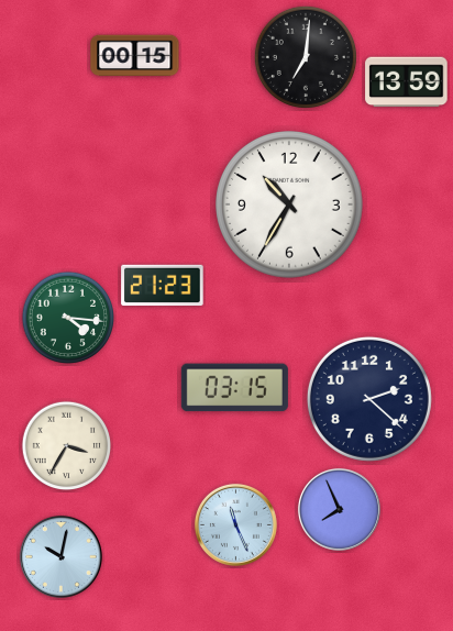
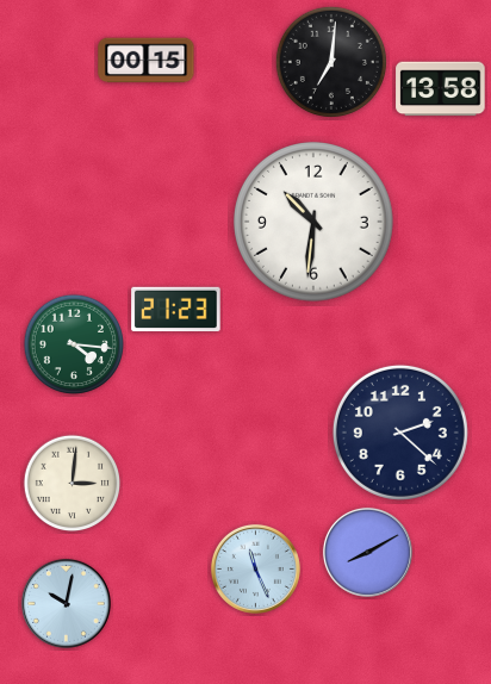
clock at (407, 82): 13:59 -> 13:58
clock at (290, 206): 10:35 -> 10:31
clock at (234, 388): 03:15 -> none
clock at (67, 446): 3:35 -> 3:01
clock at (339, 509): 7:56 -> 8:10
